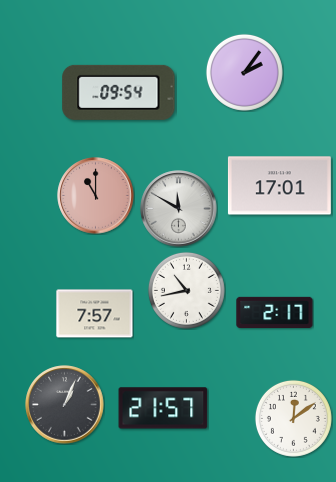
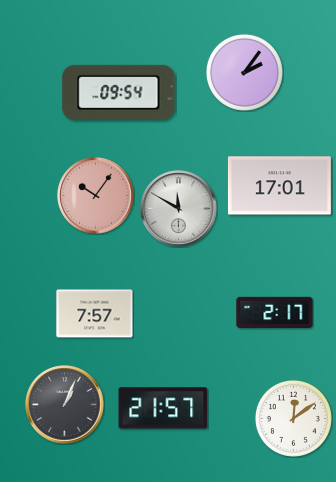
clock at (96, 196): 11:00 -> 10:06
clock at (186, 290): 10:43 -> none
